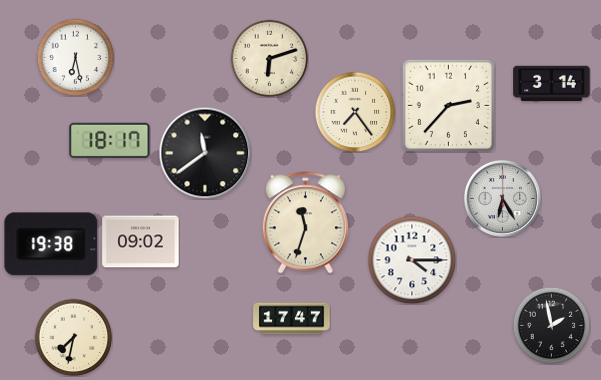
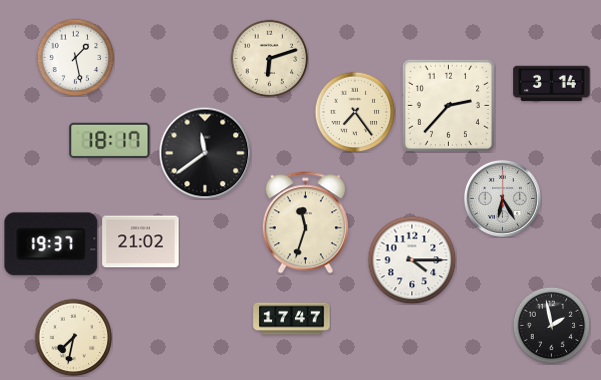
clock at (75, 57): 6:28 -> 1:28
clock at (141, 242): 09:02 -> 21:02
clock at (51, 244): 19:38 -> 19:37
